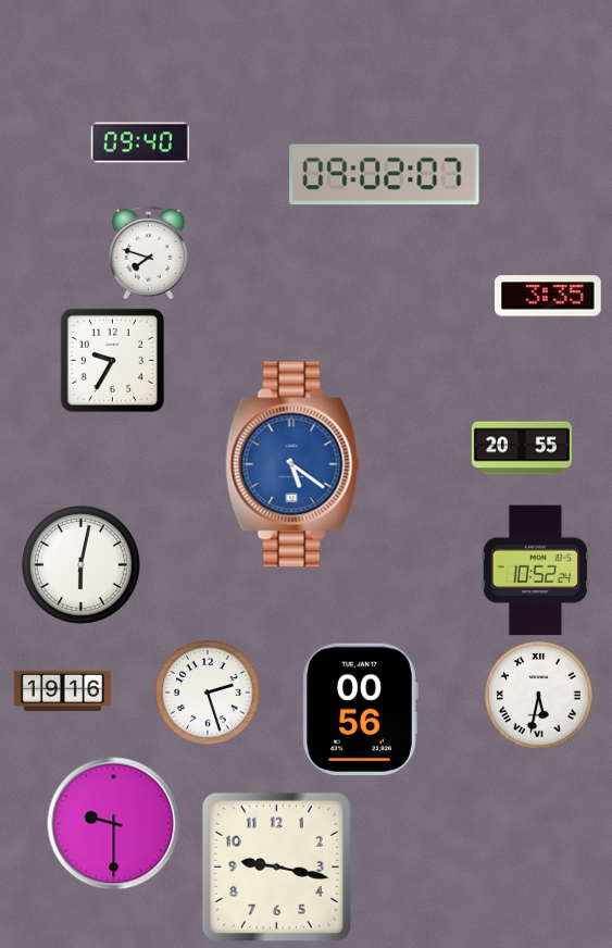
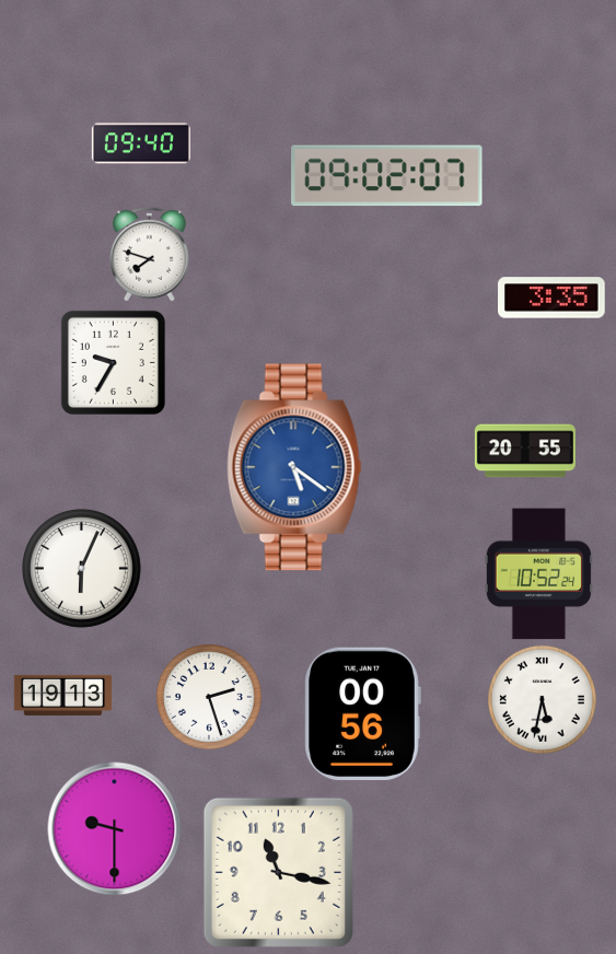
clock at (80, 564): 6:02 -> 6:04
clock at (62, 690): 19:16 -> 19:13
clock at (276, 866): 9:17 -> 11:17
